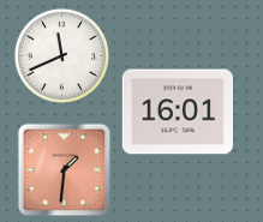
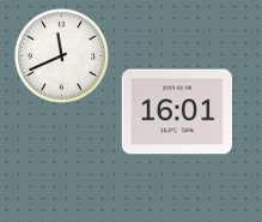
clock at (65, 170): 1:31 -> none
